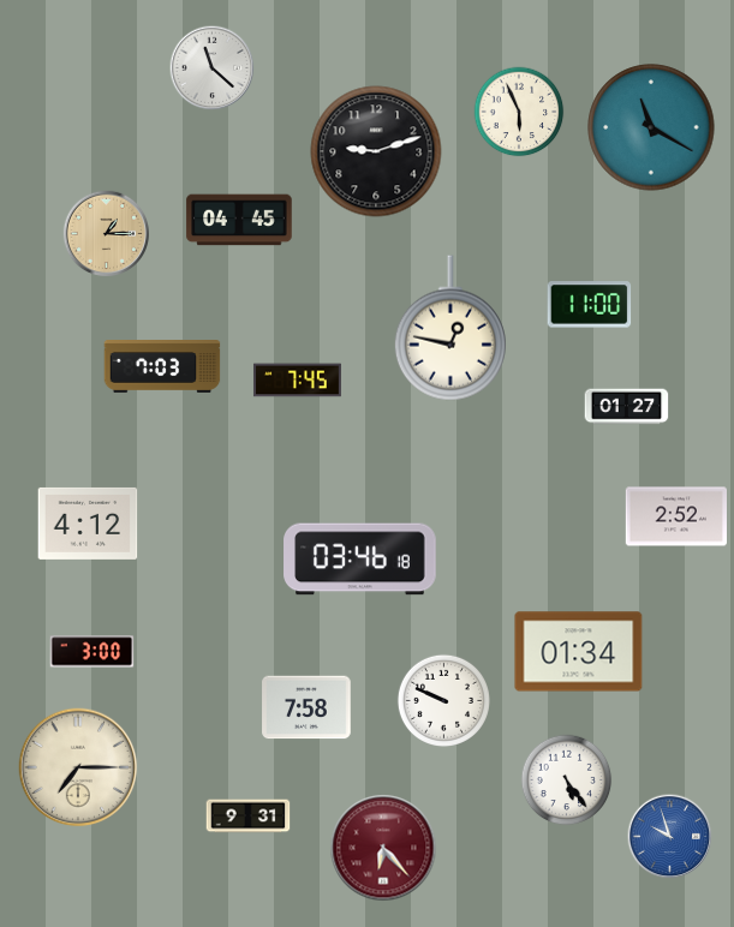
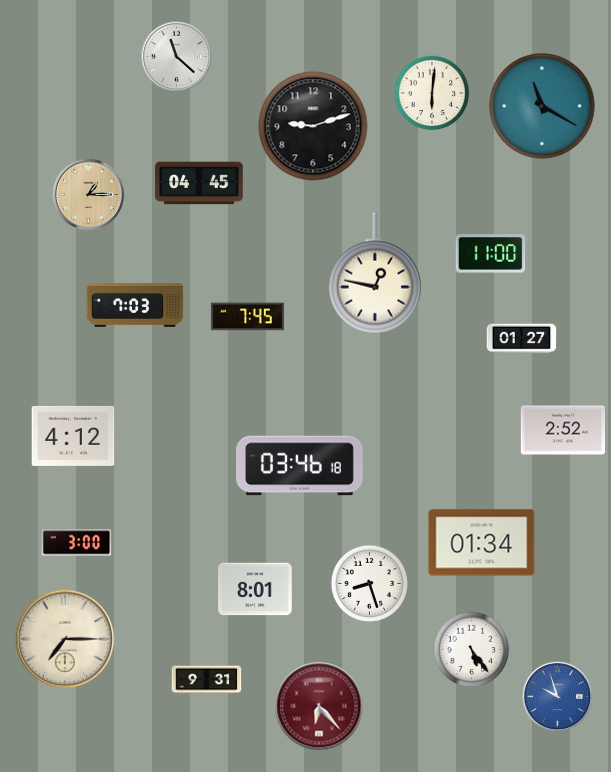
clock at (519, 112): 5:56 -> 6:01
clock at (443, 700): 9:49 -> 8:27
clock at (306, 707): 7:58 -> 8:01
